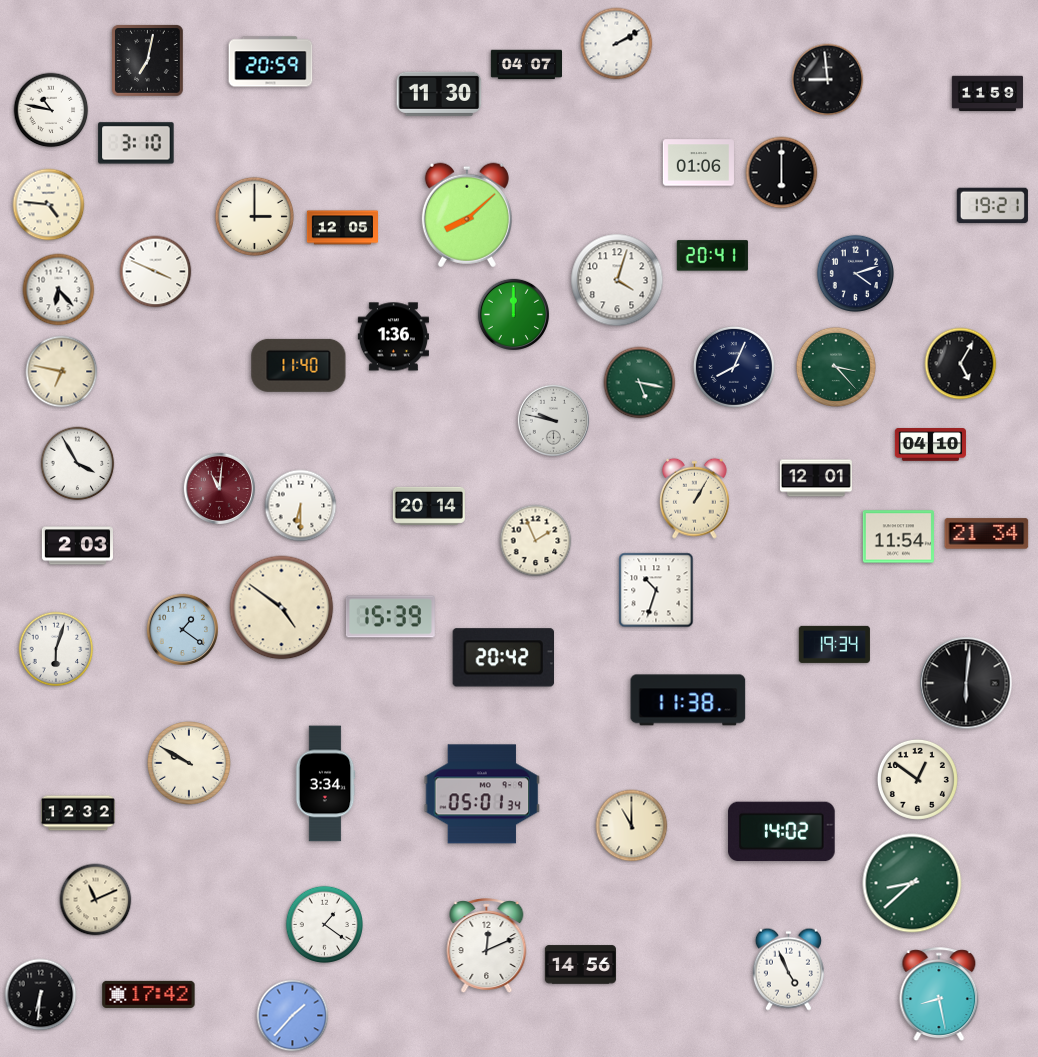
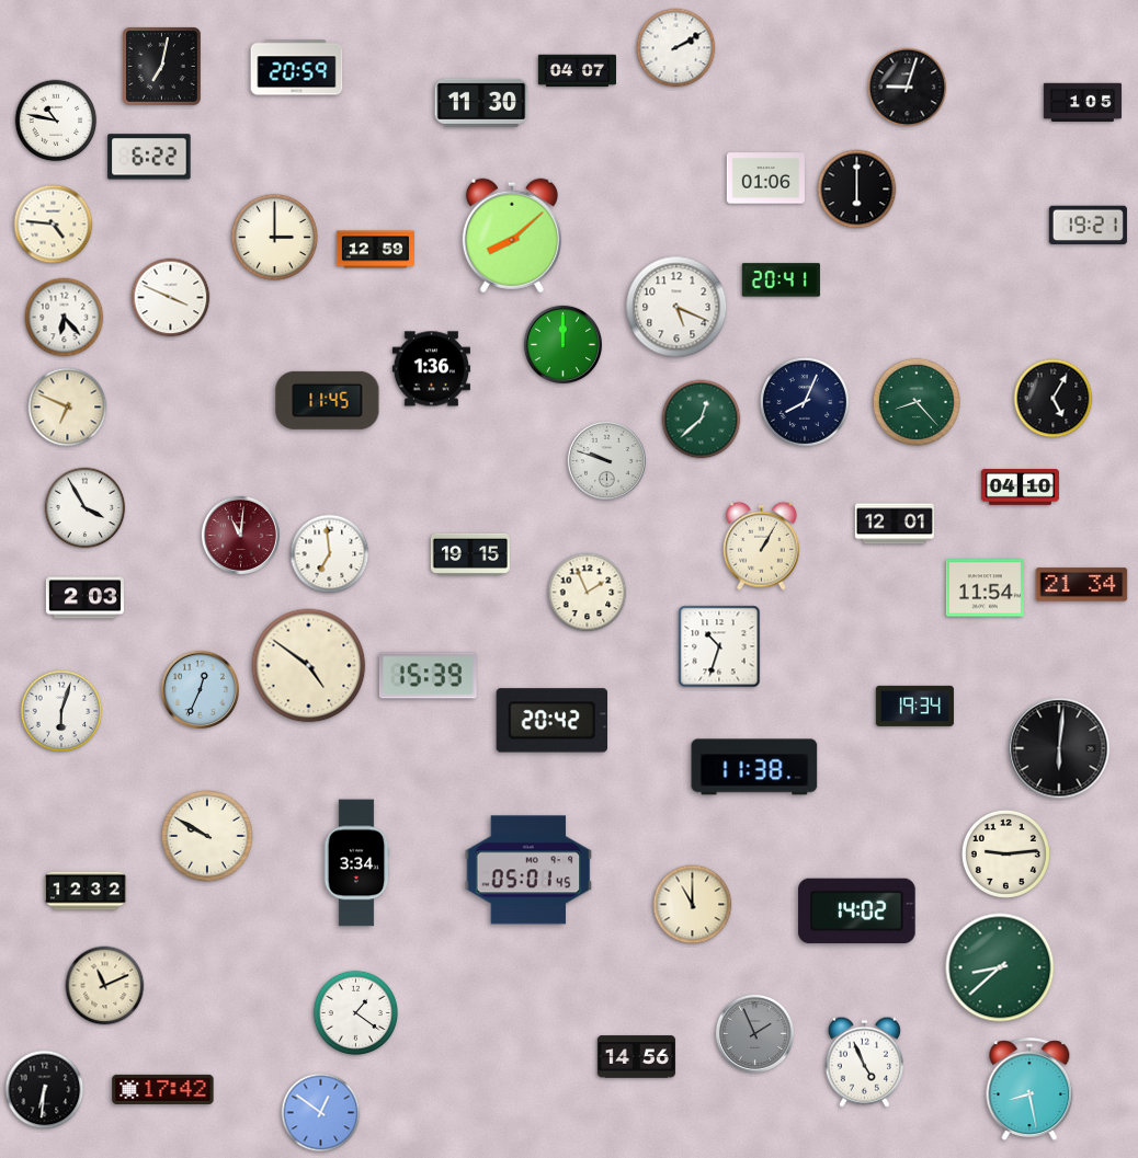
clock at (828, 80): 8:59 -> 9:03
clock at (987, 94): 11:59 -> 1:05
clock at (136, 143): 3:10 -> 6:22
clock at (254, 216) position: (254, 216) -> (274, 237)
clock at (342, 228): 12:05 -> 12:59
clock at (856, 274): 4:12 -> none
clock at (617, 280): 4:03 -> 5:19
clock at (299, 365): 11:40 -> 11:45
clock at (836, 367): 3:23 -> 8:23
clock at (62, 372): 6:47 -> 6:49
clock at (640, 383): 5:17 -> 12:38
clock at (553, 420): 9:47 -> 9:48
clock at (301, 506): 6:30 -> 6:59
clock at (429, 506): 20:14 -> 19:15
clock at (182, 629): 1:21 -> 12:34
clock at (917, 779): 12:51 -> 9:14
clock at (325, 784) position: (325, 784) -> (356, 863)
clock at (482, 794): 05:01:34 -> 05:01:45
clock at (754, 1033): none -> 1:56
clock at (487, 946): 12:11 -> none
clock at (293, 1016): 1:37 -> 12:51
